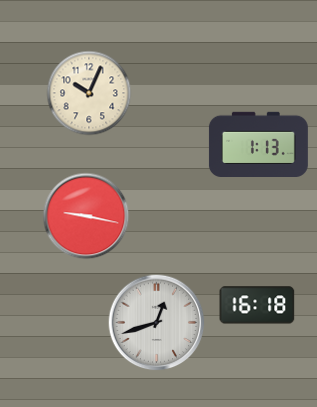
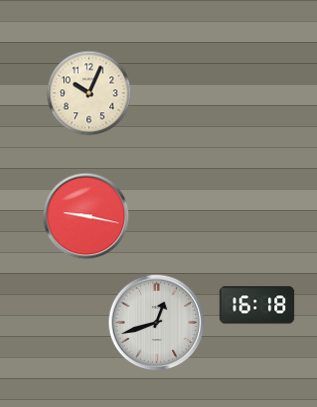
clock at (258, 144): 1:13 -> none
